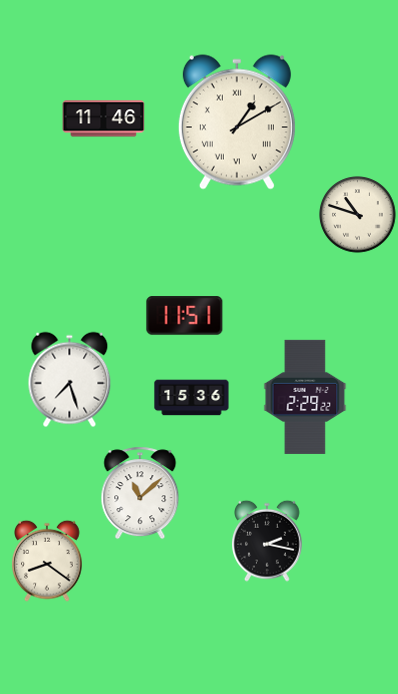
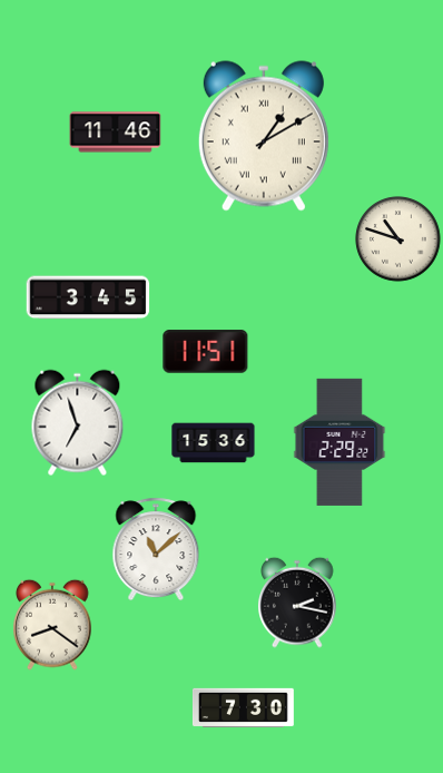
clock at (88, 297): none -> 3:45
clock at (70, 380): 7:27 -> 6:57
clock at (243, 707): none -> 7:30
